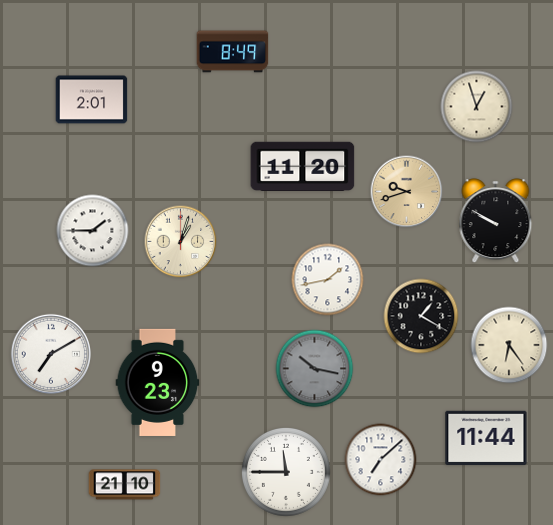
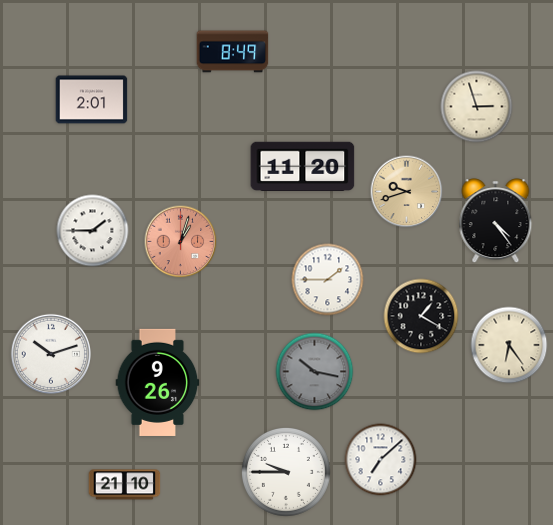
clock at (477, 107): 12:57 -> 2:57
clock at (496, 220): 9:50 -> 4:24
clock at (181, 242) dial: cream -> salmon
clock at (328, 280): 1:43 -> 1:45
clock at (50, 353): 7:10 -> 10:12
clock at (315, 369) position: (315, 369) -> (315, 372)
clock at (158, 382): 9:23 -> 9:26
clock at (486, 438): 11:44 -> none
clock at (286, 472): 11:45 -> 9:45
